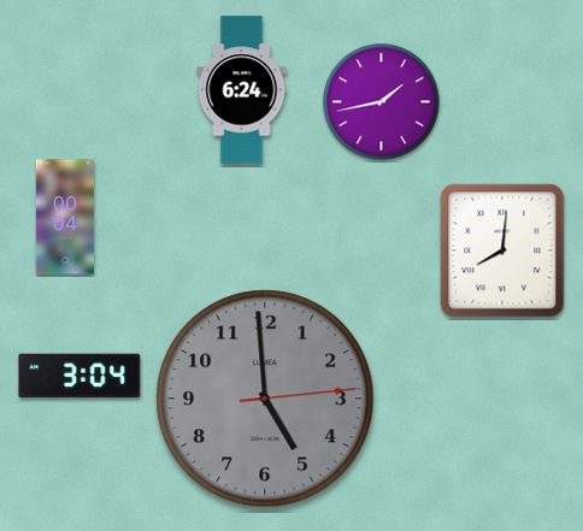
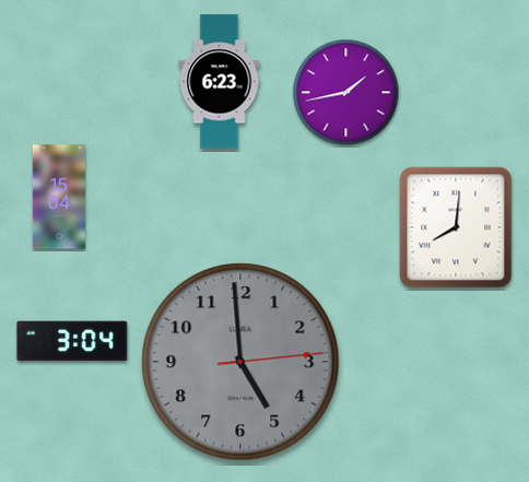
clock at (242, 90): 6:24 -> 6:23
clock at (65, 217): 00:04 -> 15:04
